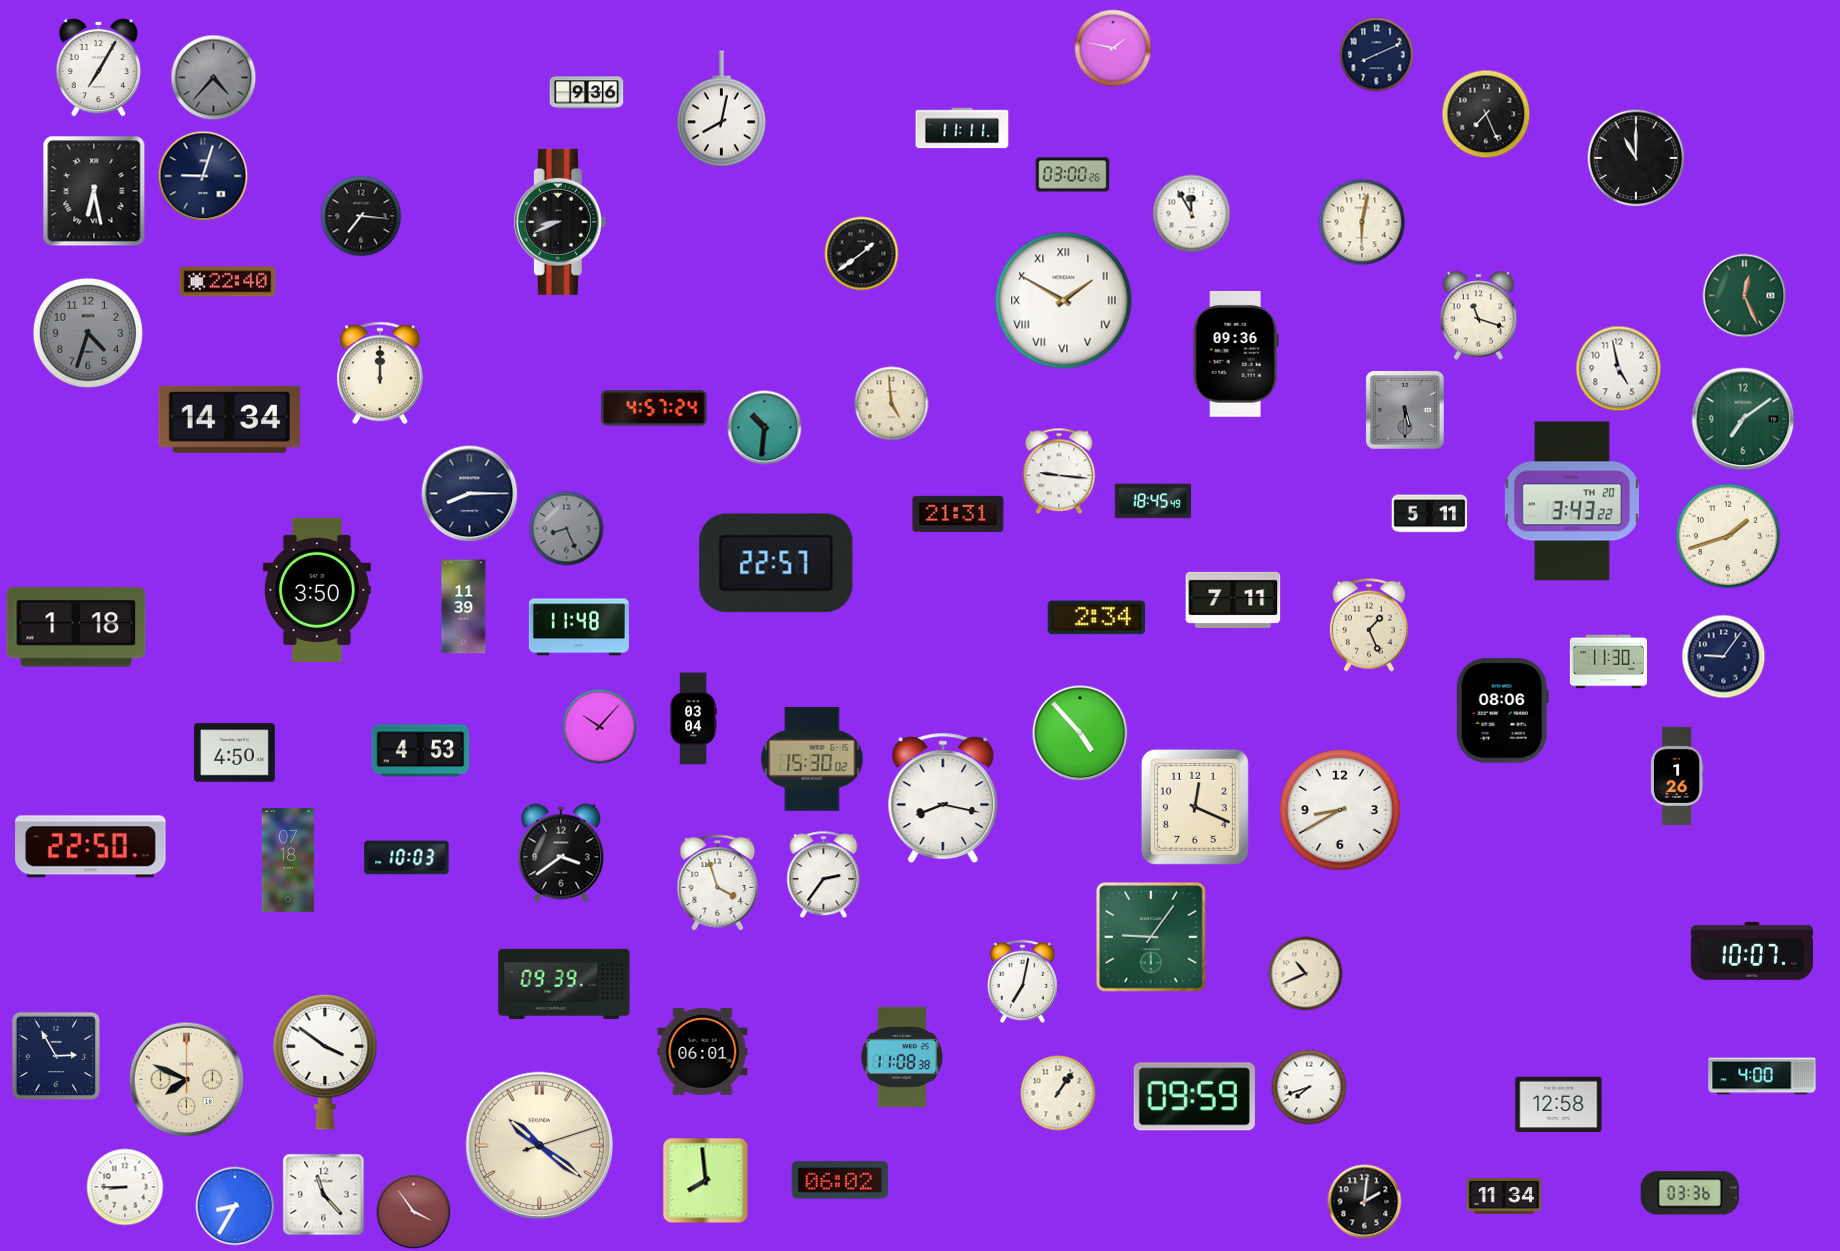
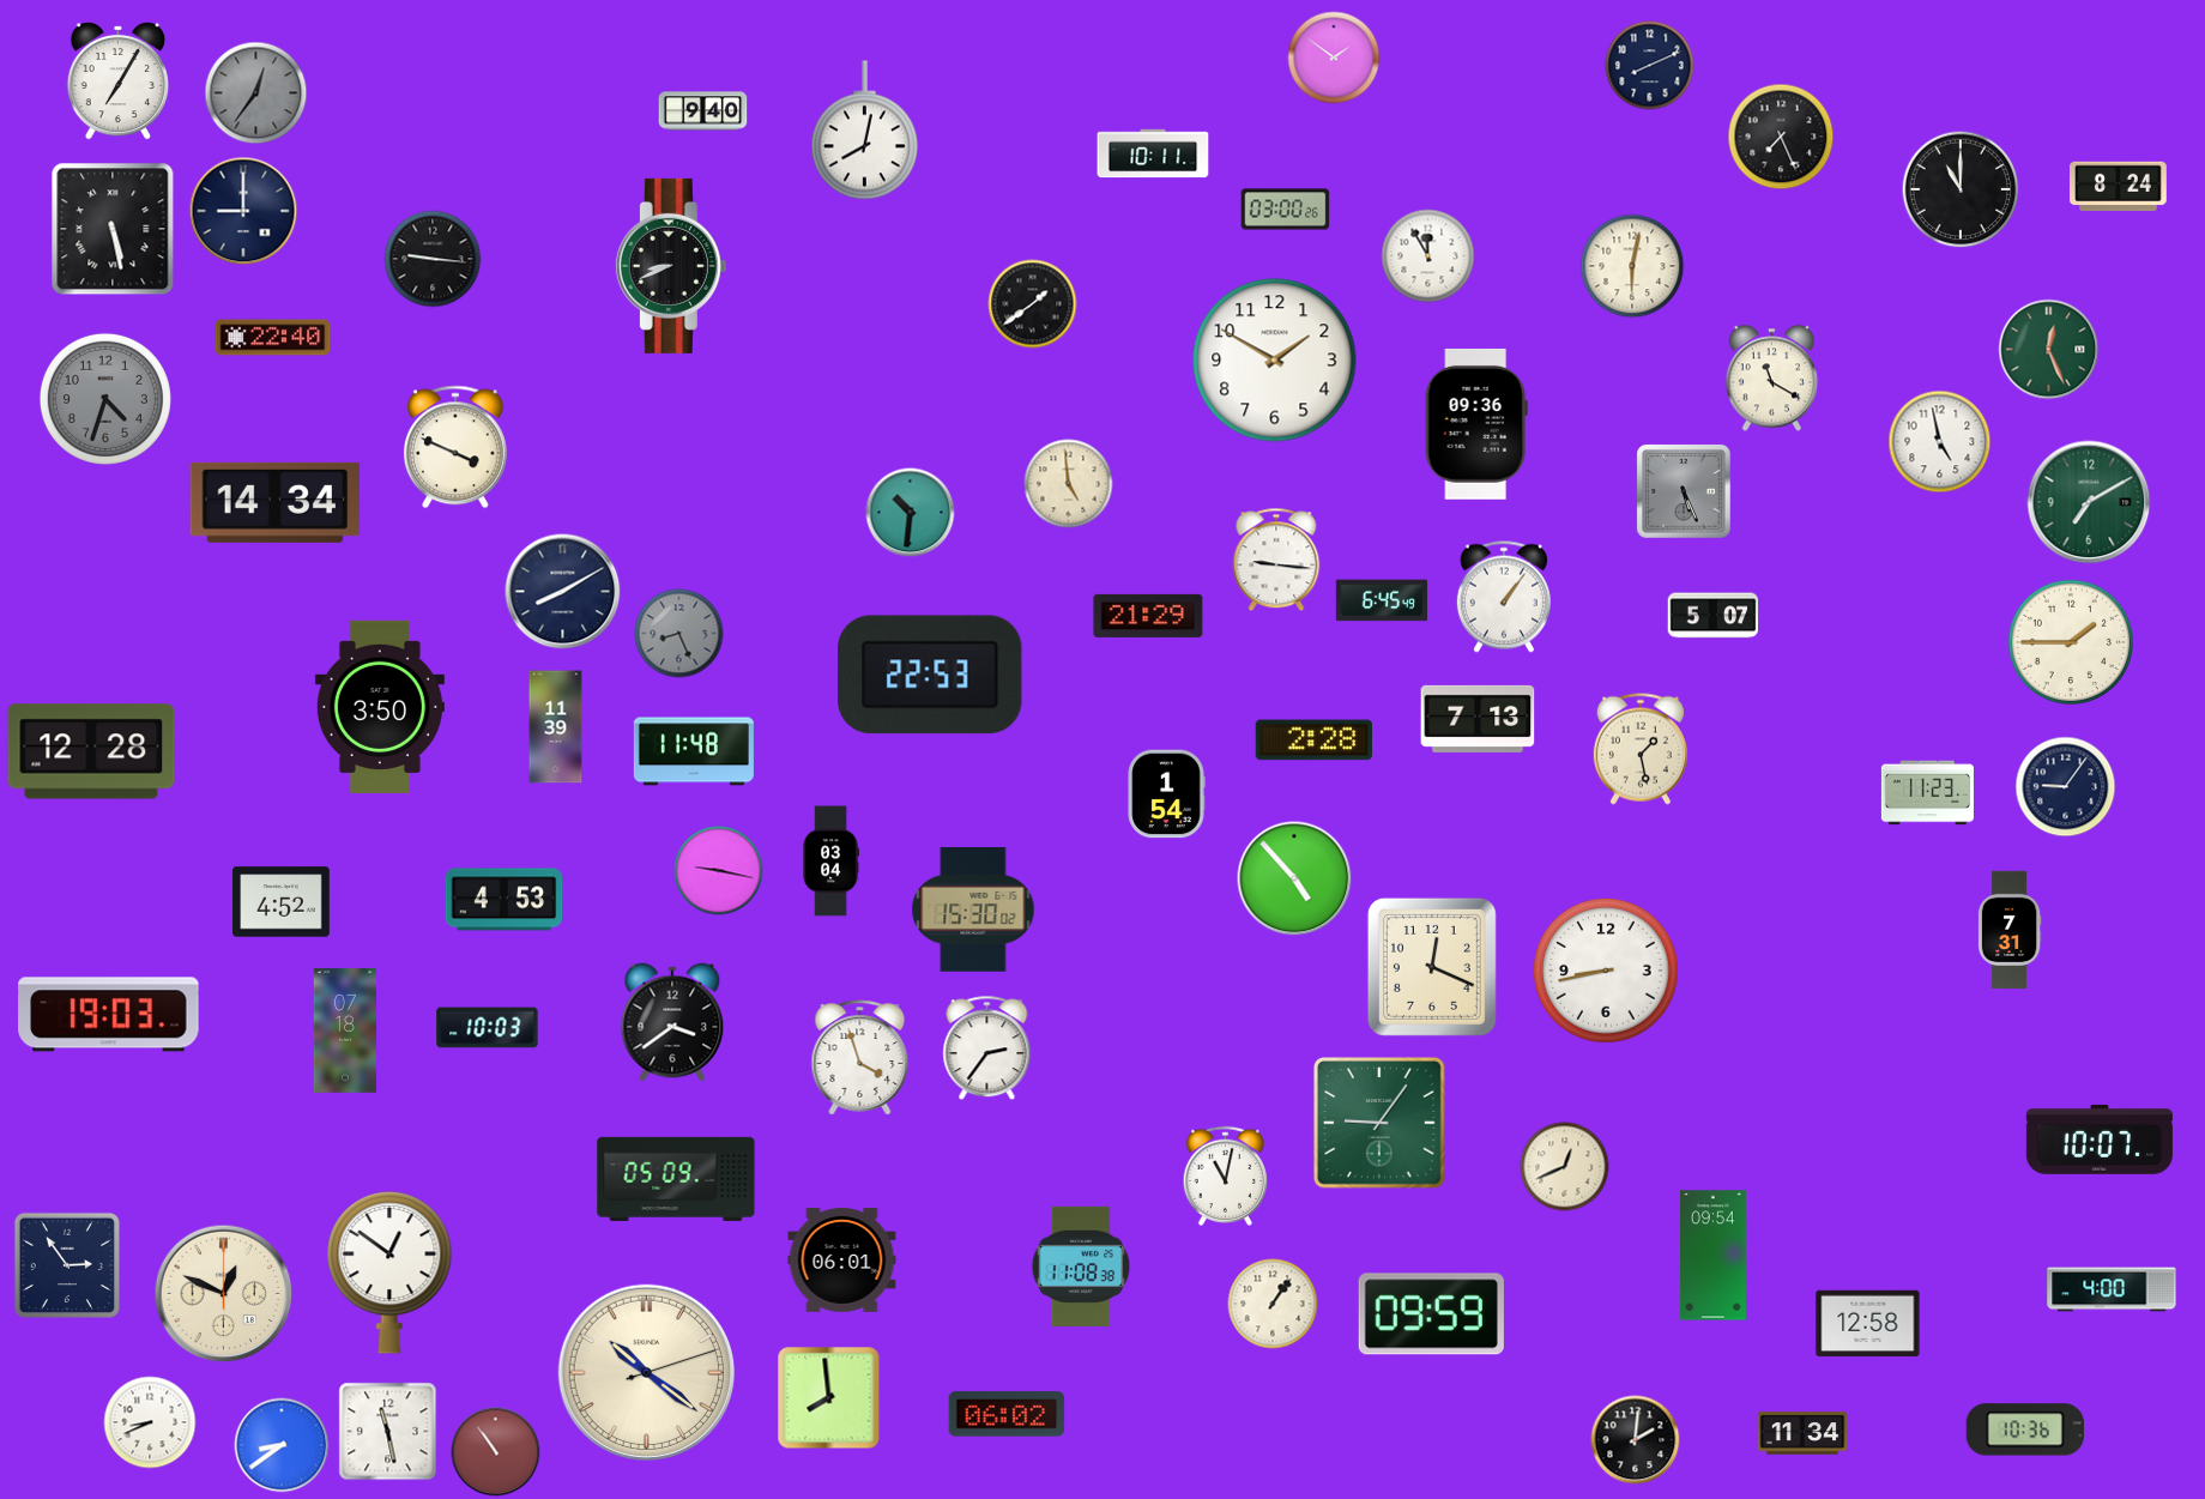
clock at (1113, 48): 1:47 -> 1:51
clock at (214, 78): 4:37 -> 12:36
clock at (587, 93): 9:36 -> 9:40
clock at (962, 128): 11:11 -> 10:11
clock at (2119, 187): none -> 8:24
clock at (203, 176): 9:03 -> 9:00
clock at (94, 191): 6:28 -> 5:28
clock at (361, 216): 7:16 -> 9:16
clock at (1745, 296) position: (1745, 296) -> (2049, 350)
clock at (1064, 301) numerals: Roman -> Arabic
clock at (1479, 316): 11:18 -> 11:20
clock at (1236, 354) position: (1236, 354) -> (1476, 424)
clock at (380, 373): 12:00 -> 3:49
clock at (654, 408): 4:57 -> none
clock at (1406, 411): 5:30 -> 5:26
clock at (1743, 419): 7:09 -> 7:10
clock at (765, 428) position: (765, 428) -> (911, 513)
clock at (1059, 471) position: (1059, 471) -> (1276, 560)
clock at (470, 494): 8:15 -> 8:10
clock at (1504, 597): none -> 1:06
clock at (1153, 501): 18:45 -> 6:45
clock at (1572, 501): 3:43 -> none
clock at (958, 514): 21:31 -> 21:29
clock at (1430, 514): 5:11 -> 5:07
clock at (1727, 535): 1:42 -> 1:45
clock at (776, 563): 22:57 -> 22:53
clock at (1233, 600): 7:11 -> 7:13
clock at (1097, 618): 2:34 -> 2:28
clock at (1369, 625): 1:26 -> 1:28
clock at (76, 627): 1:18 -> 12:28
clock at (1608, 662): 11:30 -> 11:23
clock at (1166, 794): none -> 1:54
clock at (1502, 711): 08:06 -> none
clock at (600, 727): 10:07 -> 9:17
clock at (235, 753): 4:50 -> 4:52
clock at (1677, 776): 1:26 -> 7:31
clock at (943, 798): 8:17 -> none
clock at (1341, 811): 8:40 -> 8:43
clock at (91, 847): 22:50 -> 19:03
clock at (1306, 974): 10:41 -> 12:41
clock at (1022, 981): 7:02 -> 11:02
clock at (564, 984): 09:39 -> 05:09
clock at (1712, 1256): none -> 09:54
clock at (55, 1055): 2:55 -> 2:54
clock at (325, 1063): 3:51 -> 12:51
clock at (187, 1080): 7:49 -> 12:49
clock at (1309, 1087): 7:42 -> none
clock at (1058, 1093) position: (1058, 1093) -> (1273, 1304)
clock at (706, 1181) position: (706, 1181) -> (829, 1398)
clock at (125, 1187): 8:45 -> 8:41
clock at (1690, 1193): 03:36 -> 10:36
clock at (324, 1195): 11:23 -> 11:28
clock at (235, 1206): 8:35 -> 8:39
clock at (414, 1212): 3:54 -> 10:54
